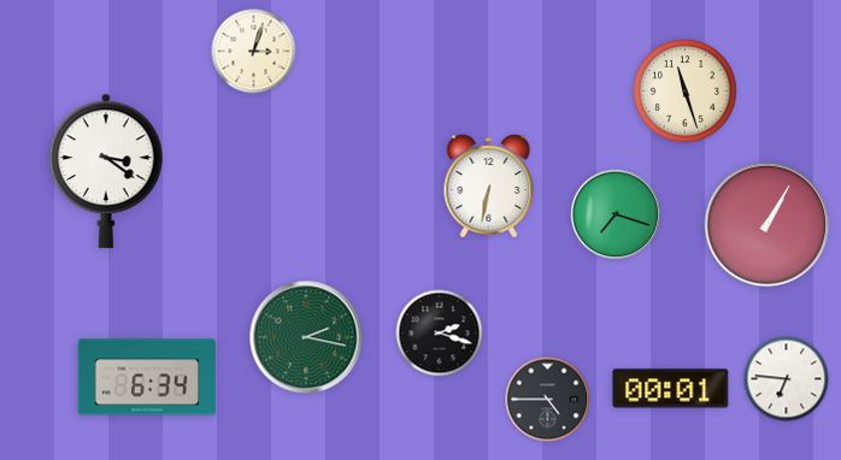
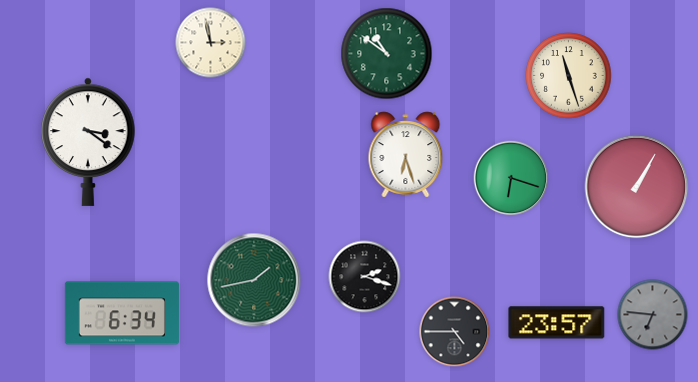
clock at (254, 52): 3:03 -> 2:58
clock at (387, 54): none -> 10:51
clock at (489, 187): 6:32 -> 6:27
clock at (616, 214): 7:18 -> 6:18
clock at (306, 337): 2:17 -> 1:43
clock at (787, 379) dial: white -> grey
clock at (671, 389): 00:01 -> 23:57
